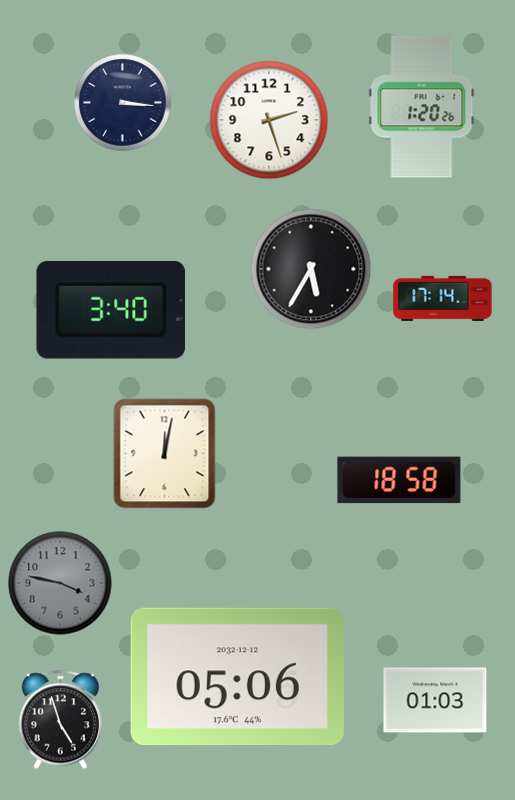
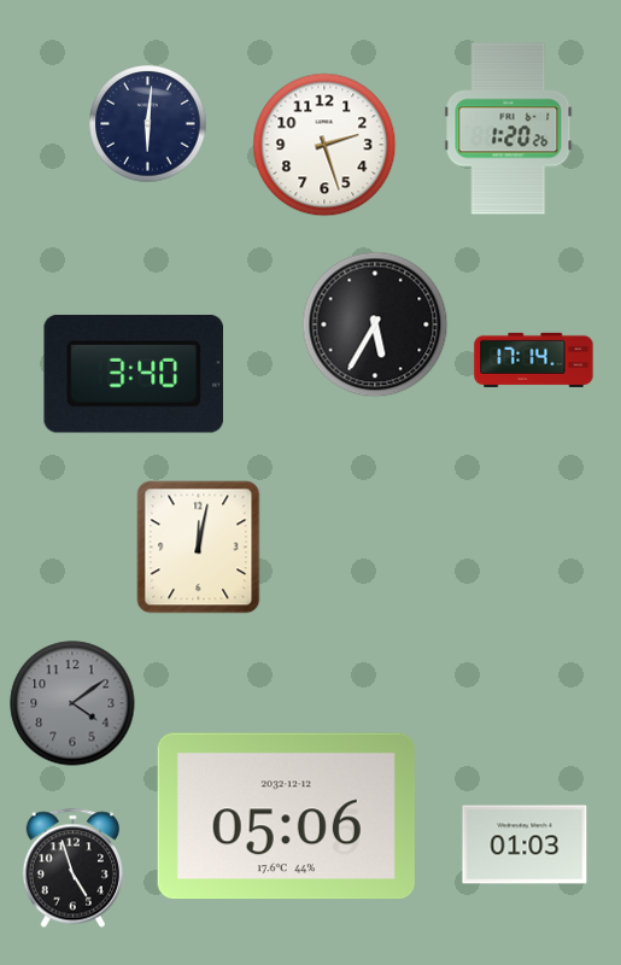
clock at (123, 103): 3:16 -> 6:01
clock at (399, 480): 18:58 -> none
clock at (60, 583): 3:47 -> 4:09
